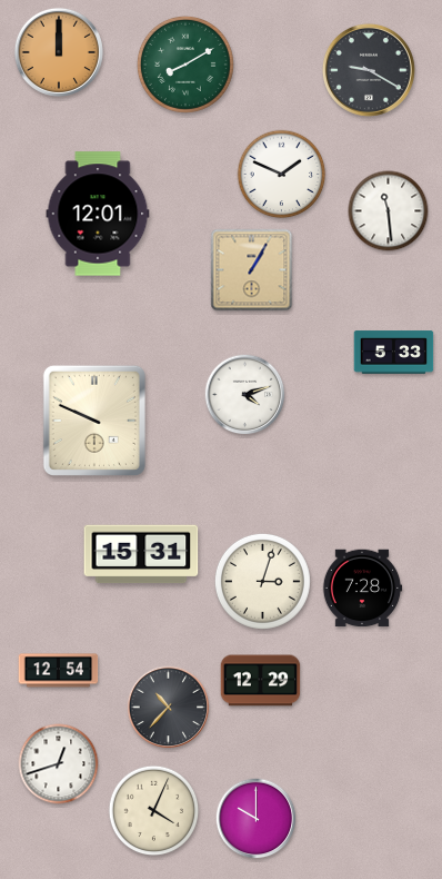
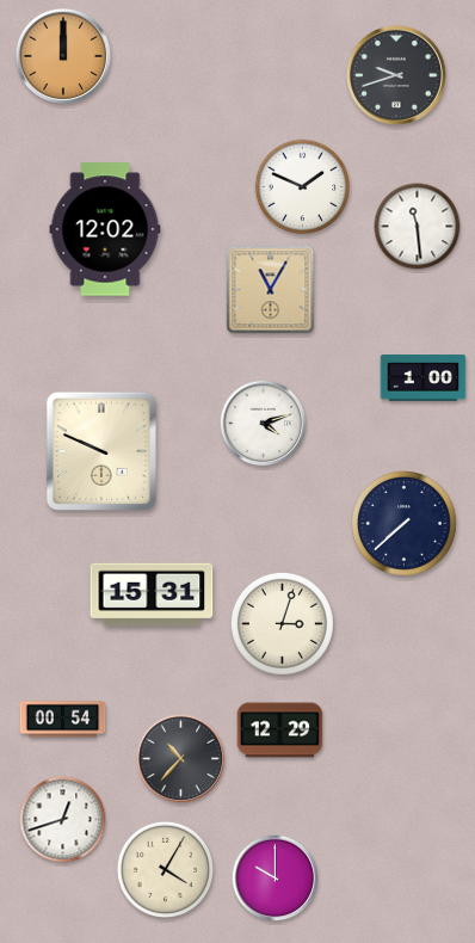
clock at (185, 65): 8:10 -> none
clock at (369, 70): 9:20 -> 9:42
clock at (98, 214): 12:01 -> 12:02
clock at (252, 270): 1:05 -> 11:05
clock at (394, 353): 5:33 -> 1:00
clock at (405, 524): none -> 7:38
clock at (362, 589): 7:28 -> none
clock at (59, 671): 12:54 -> 00:54
clock at (154, 811): 4:04 -> 4:05
